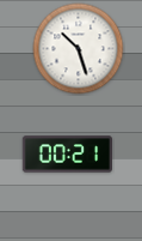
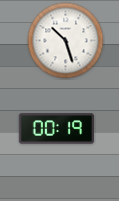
clock at (67, 155): 00:21 -> 00:19
